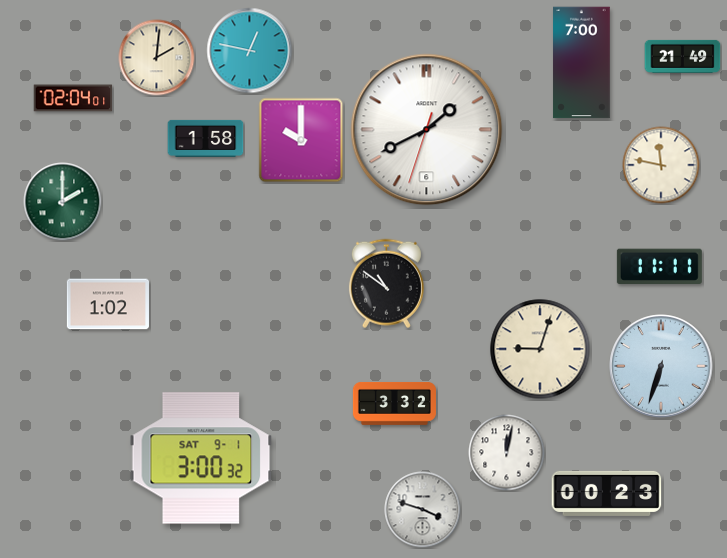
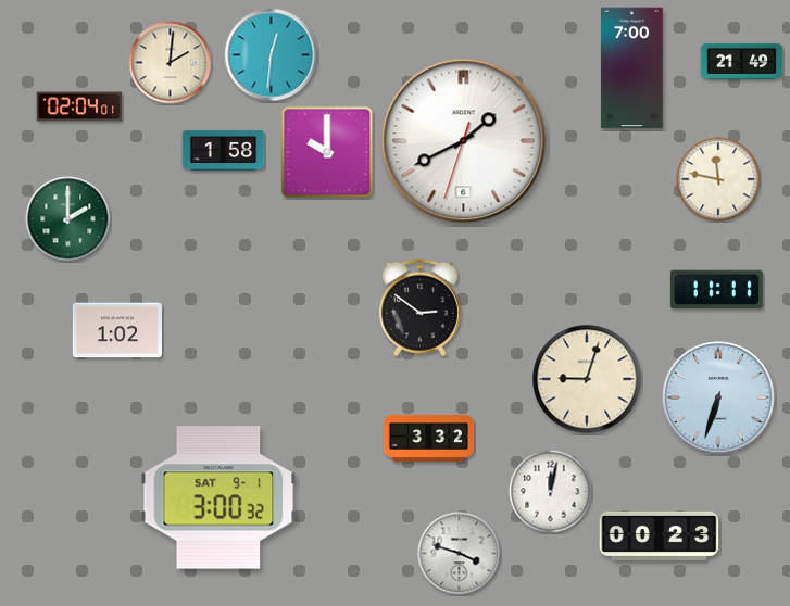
clock at (250, 51): 12:47 -> 12:31
clock at (386, 284): 10:51 -> 2:51
